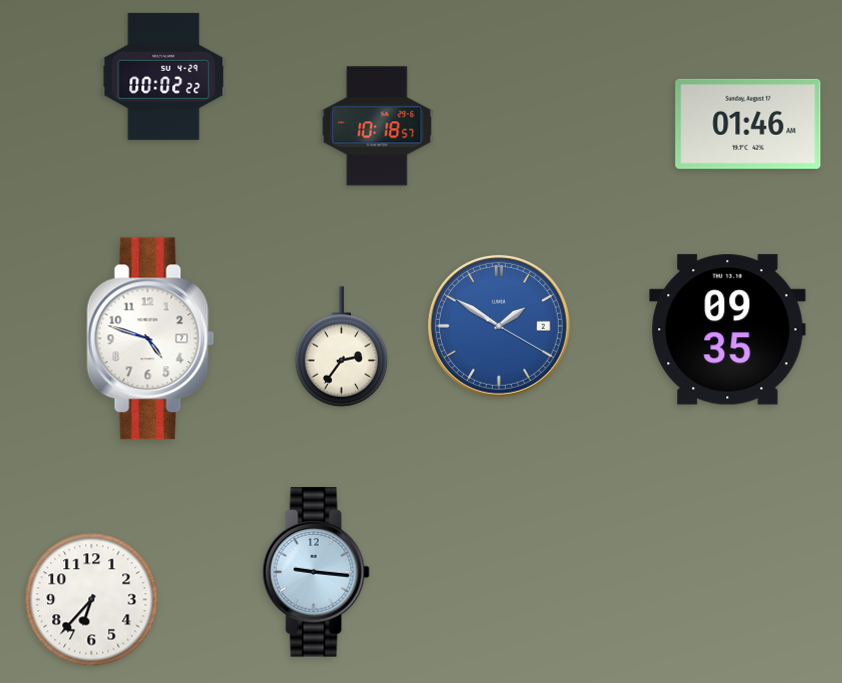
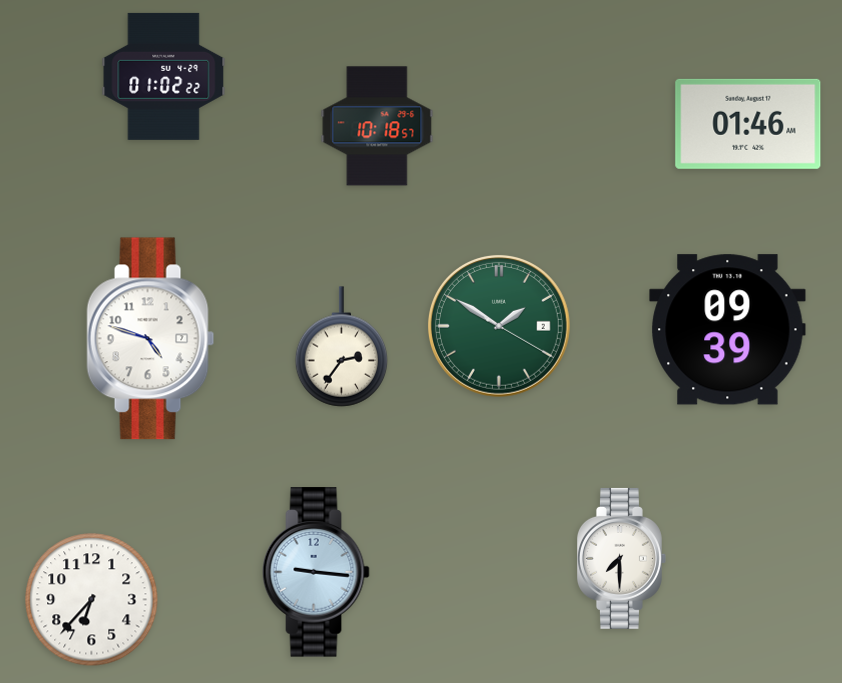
clock at (164, 76): 00:02 -> 01:02
clock at (499, 326) dial: blue -> green
clock at (728, 330): 09:35 -> 09:39
clock at (622, 558): none -> 7:30
